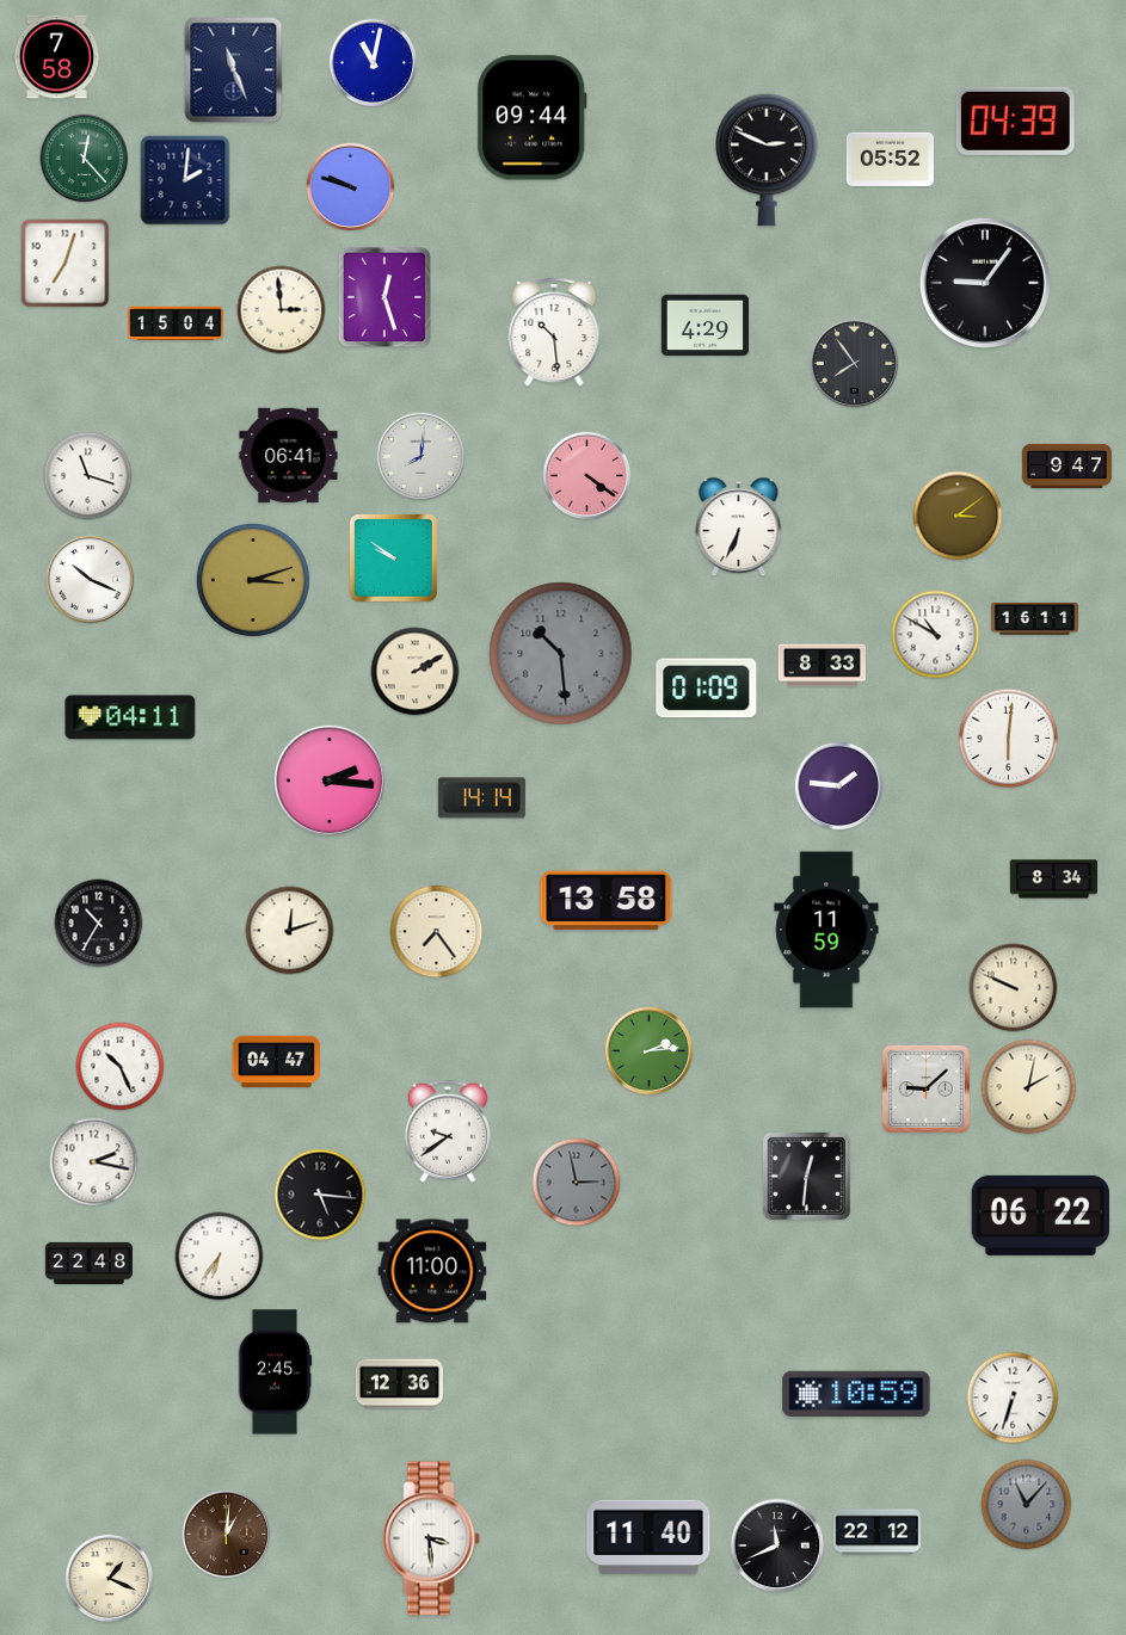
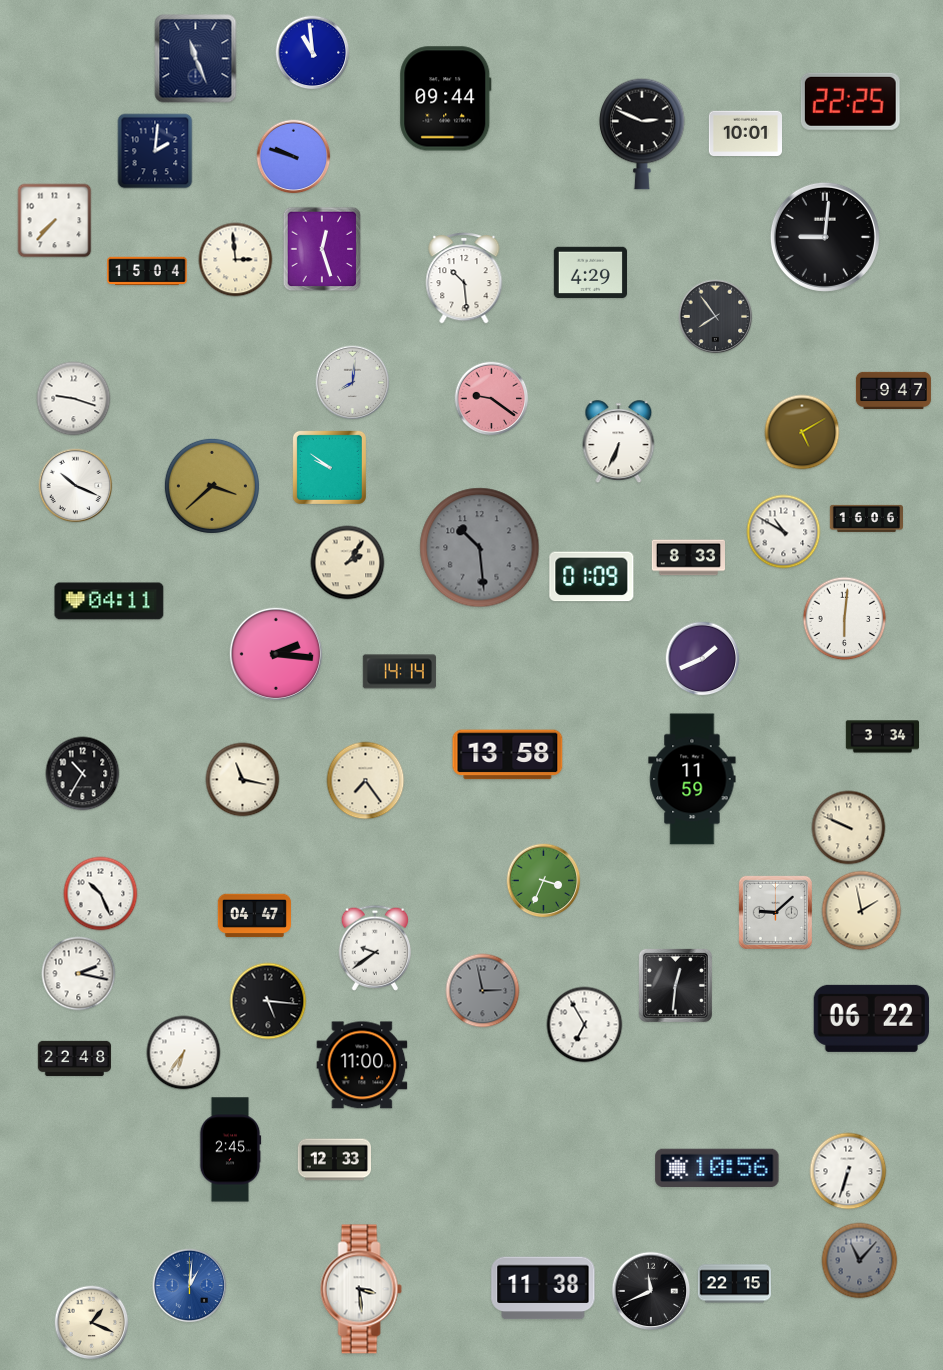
clock at (56, 57): 7:58 -> none
clock at (374, 63): 11:02 -> 10:59
clock at (1015, 121): 04:39 -> 22:25
clock at (85, 159): 12:23 -> none
clock at (890, 160): 05:52 -> 10:01
clock at (66, 264): 7:03 -> 7:37
clock at (985, 283): 9:06 -> 9:01
clock at (855, 364) position: (855, 364) -> (716, 317)
clock at (289, 456): 06:41 -> none
clock at (88, 476): 11:18 -> 9:18
clock at (587, 476): 4:21 -> 9:21
clock at (958, 516): 3:09 -> 5:10
clock at (253, 580): 3:12 -> 3:38
clock at (1034, 618): 16:11 -> 16:06
clock at (561, 654) position: (561, 654) -> (480, 548)
clock at (416, 672): 2:10 -> 2:06
clock at (839, 786): 1:46 -> 1:41
clock at (481, 798) position: (481, 798) -> (399, 672)
clock at (1053, 880): 8:34 -> 3:34
clock at (290, 931): 12:12 -> 11:17
clock at (650, 1051): 2:14 -> 3:34
clock at (276, 1062) position: (276, 1062) -> (254, 916)
clock at (1029, 1087): 2:02 -> 1:58
clock at (585, 1025): none -> 6:55
clock at (399, 1384): 12:36 -> 12:33
clock at (856, 1393): 10:59 -> 10:56
clock at (876, 1532): 22:12 -> 22:15
clock at (227, 1535) dial: brown -> blue
clock at (648, 1537): 11:40 -> 11:38
clock at (777, 1545) position: (777, 1545) -> (651, 1291)
